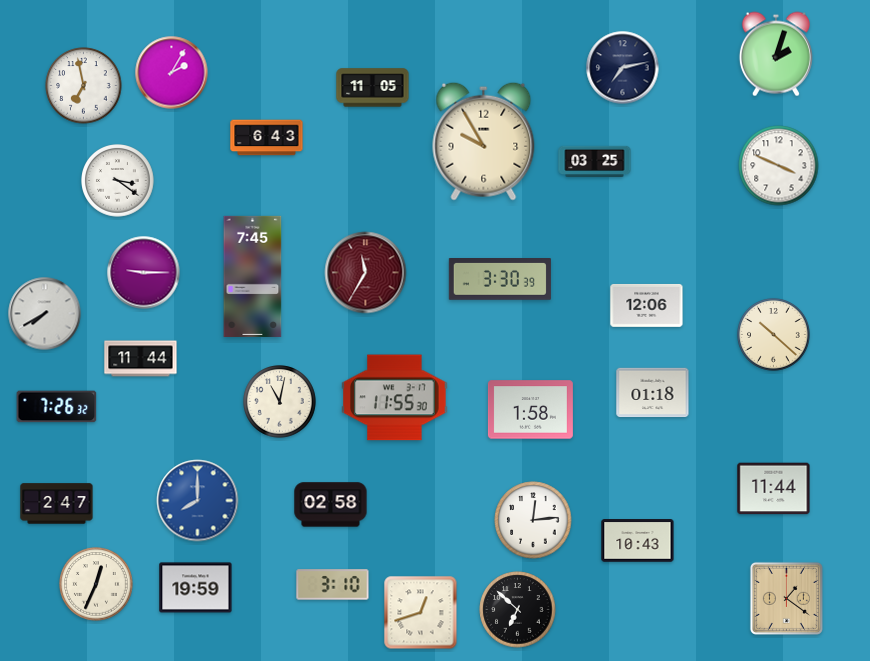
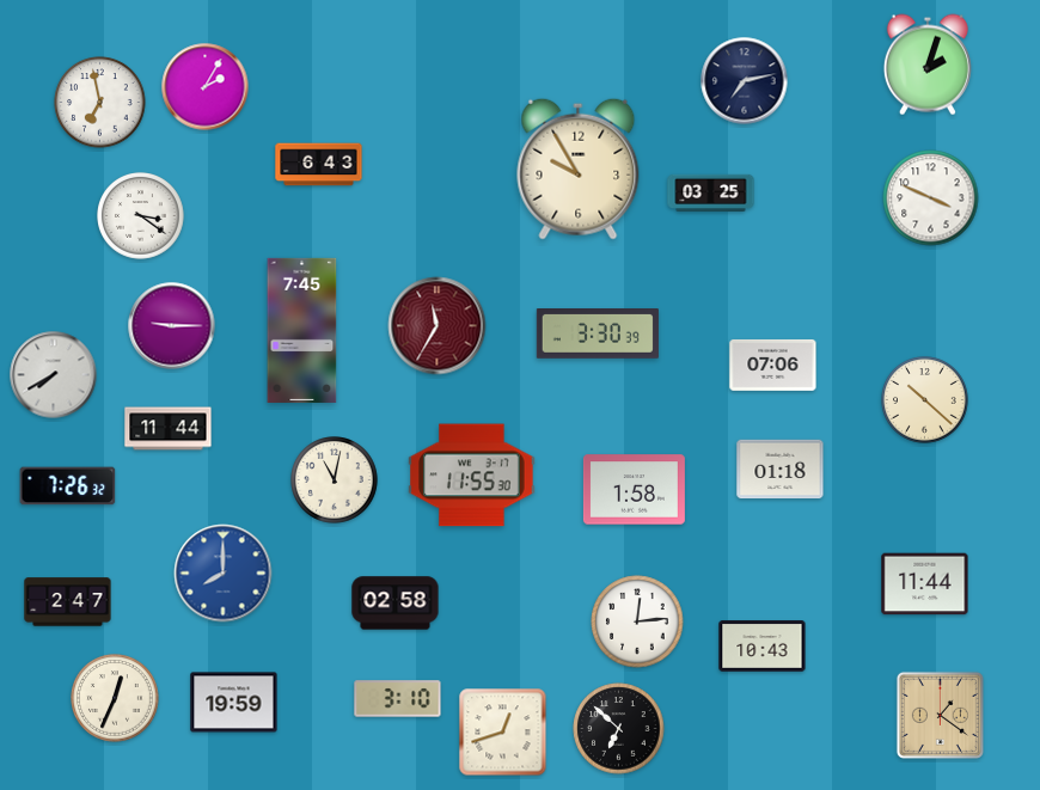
clock at (373, 88): 11:05 -> none
clock at (647, 305): 12:06 -> 07:06
clock at (198, 501) position: (198, 501) -> (224, 574)
